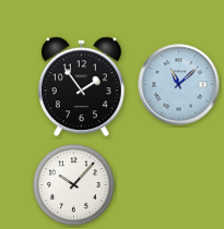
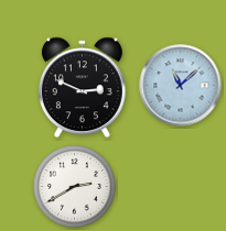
clock at (81, 87): 1:54 -> 2:49
clock at (74, 185): 10:07 -> 2:40
